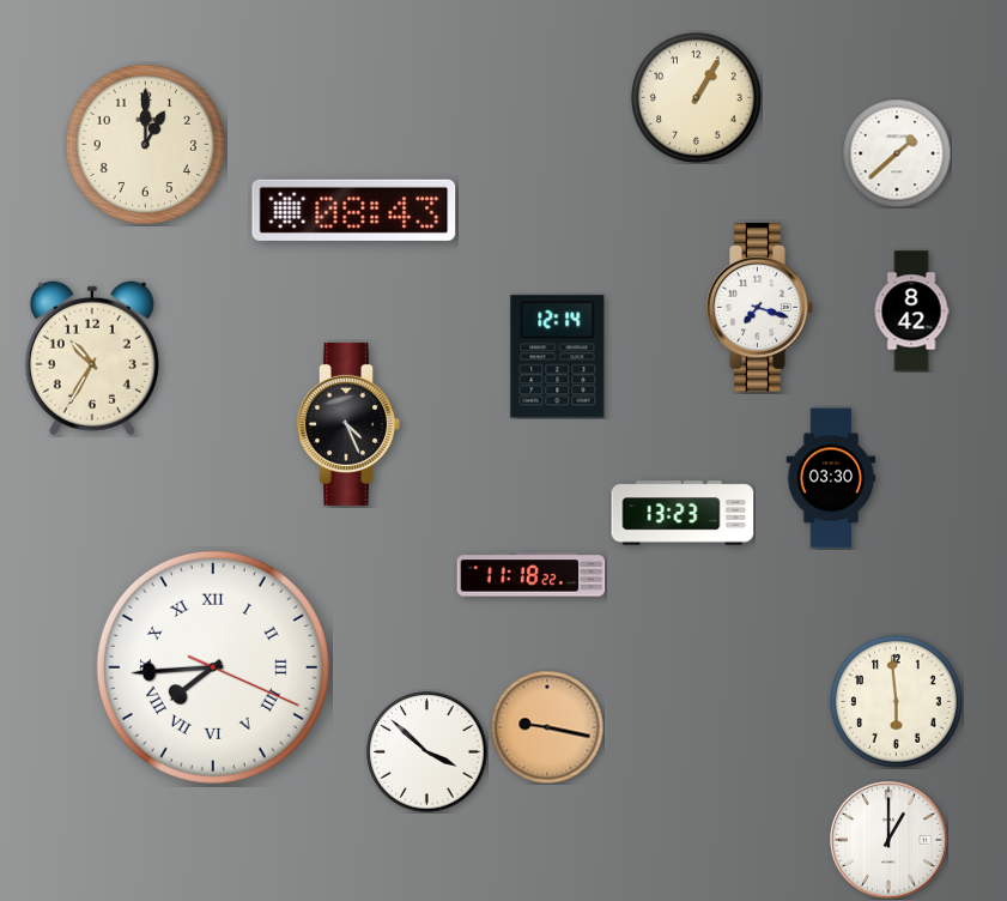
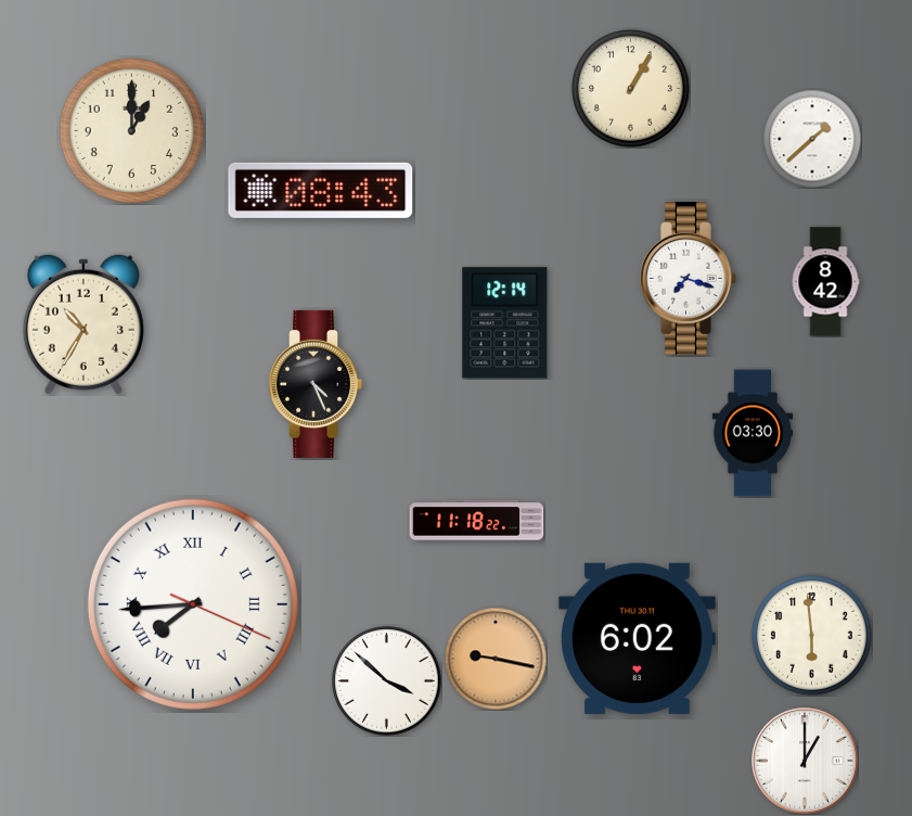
clock at (683, 513): 13:23 -> none
clock at (532, 575) position: (532, 575) -> (477, 521)
clock at (638, 638): none -> 6:02
